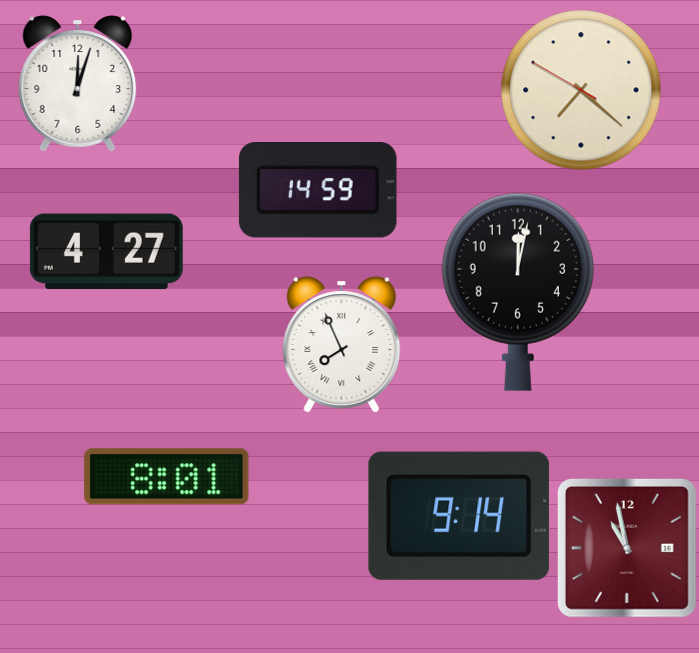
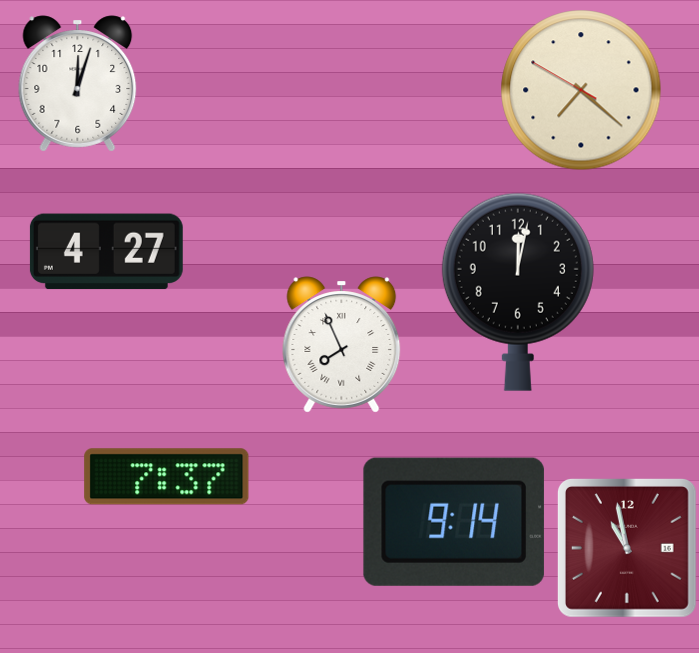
clock at (318, 190): 14:59 -> none
clock at (167, 477): 8:01 -> 7:37
clock at (459, 516) position: (459, 516) -> (454, 522)
